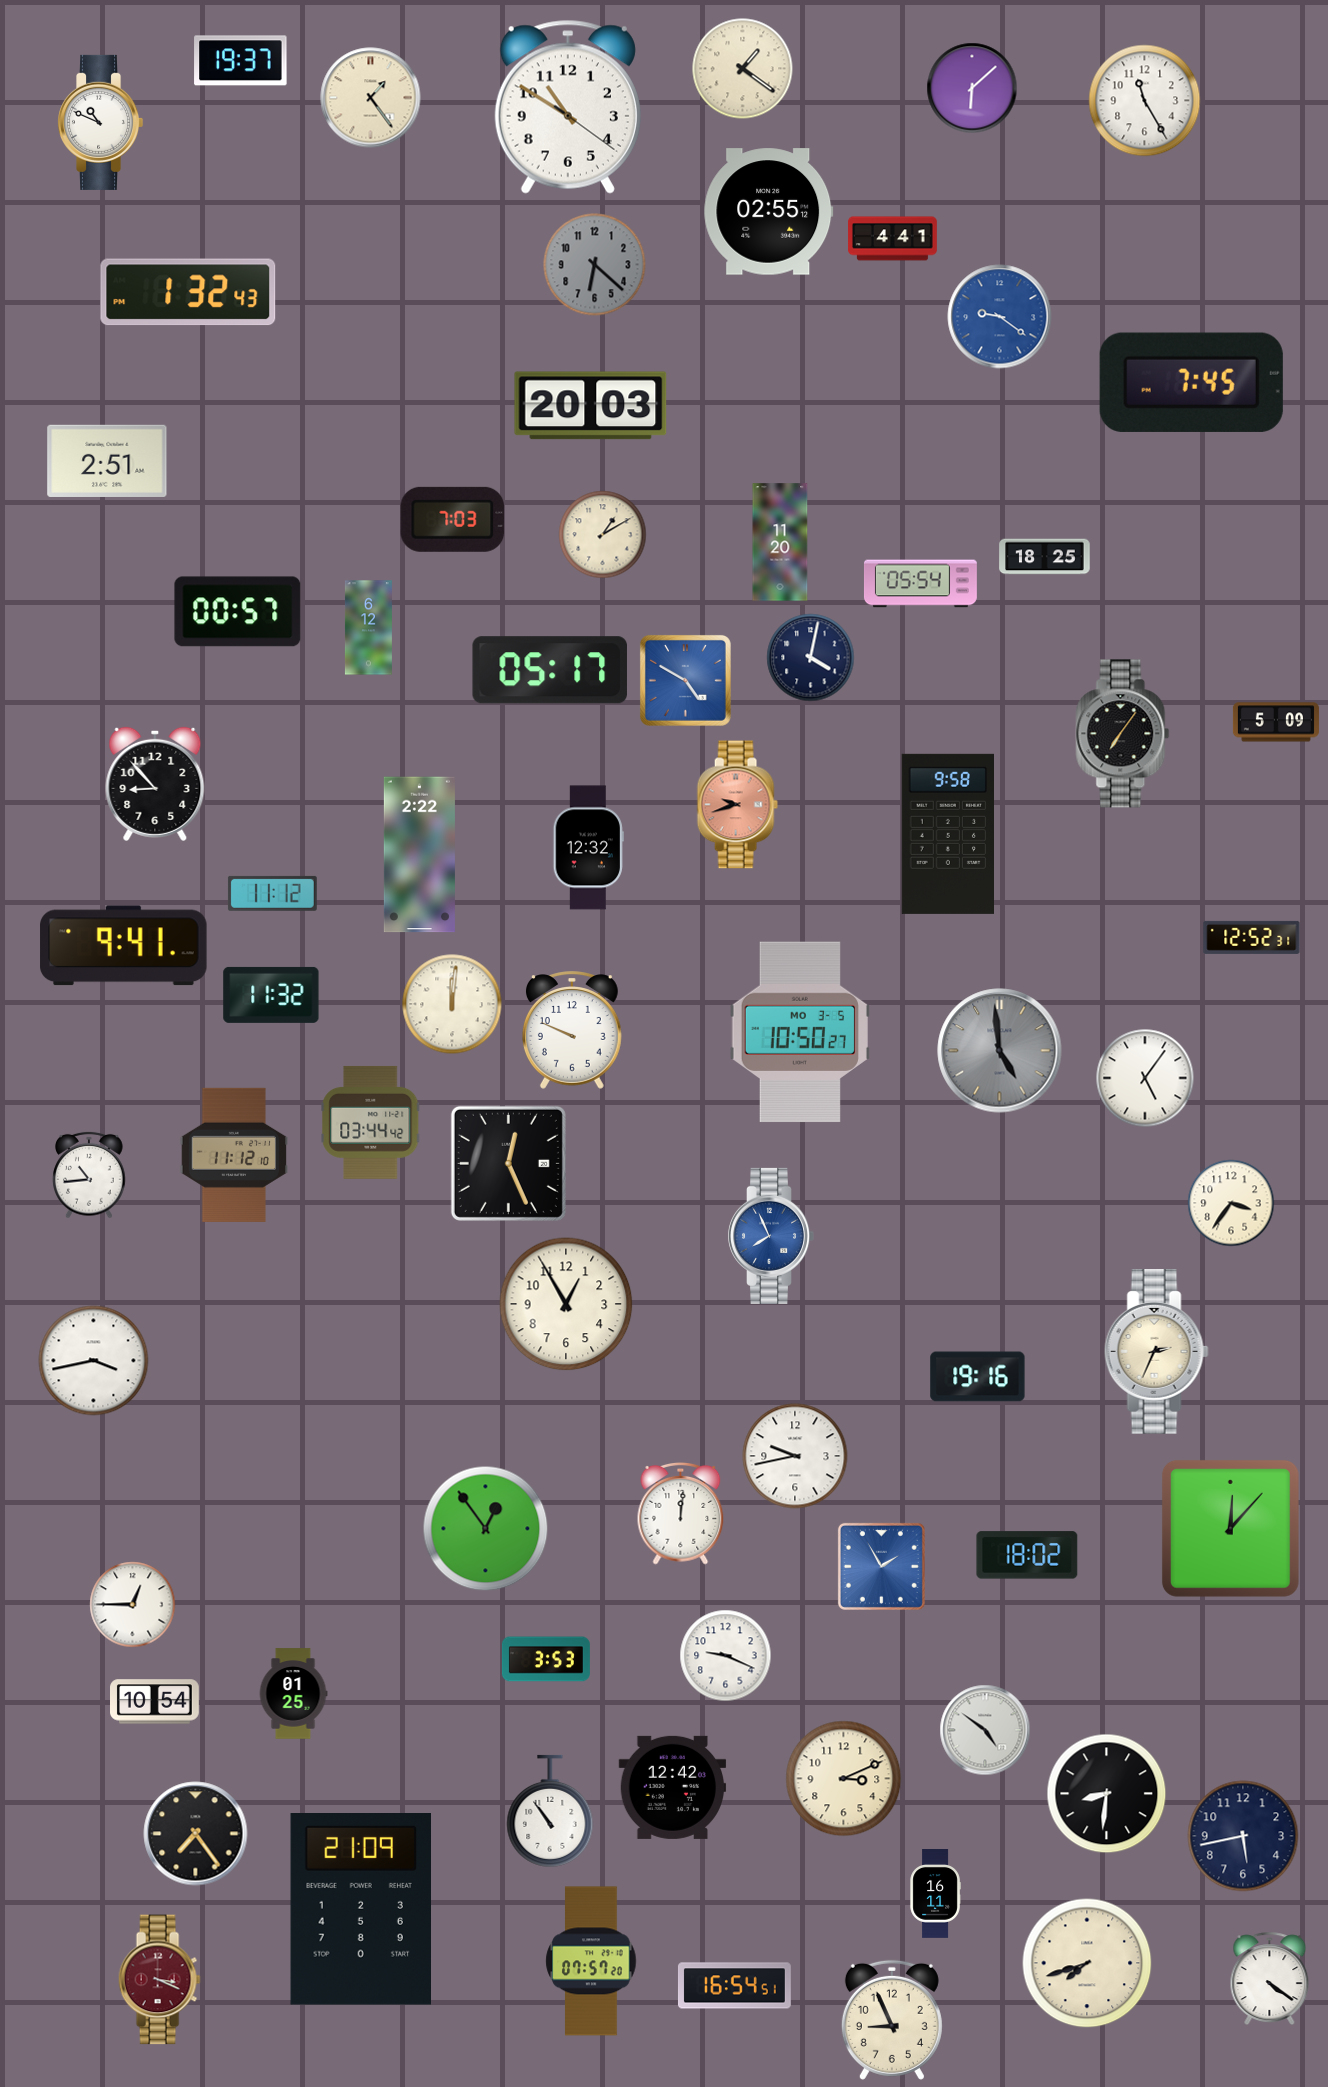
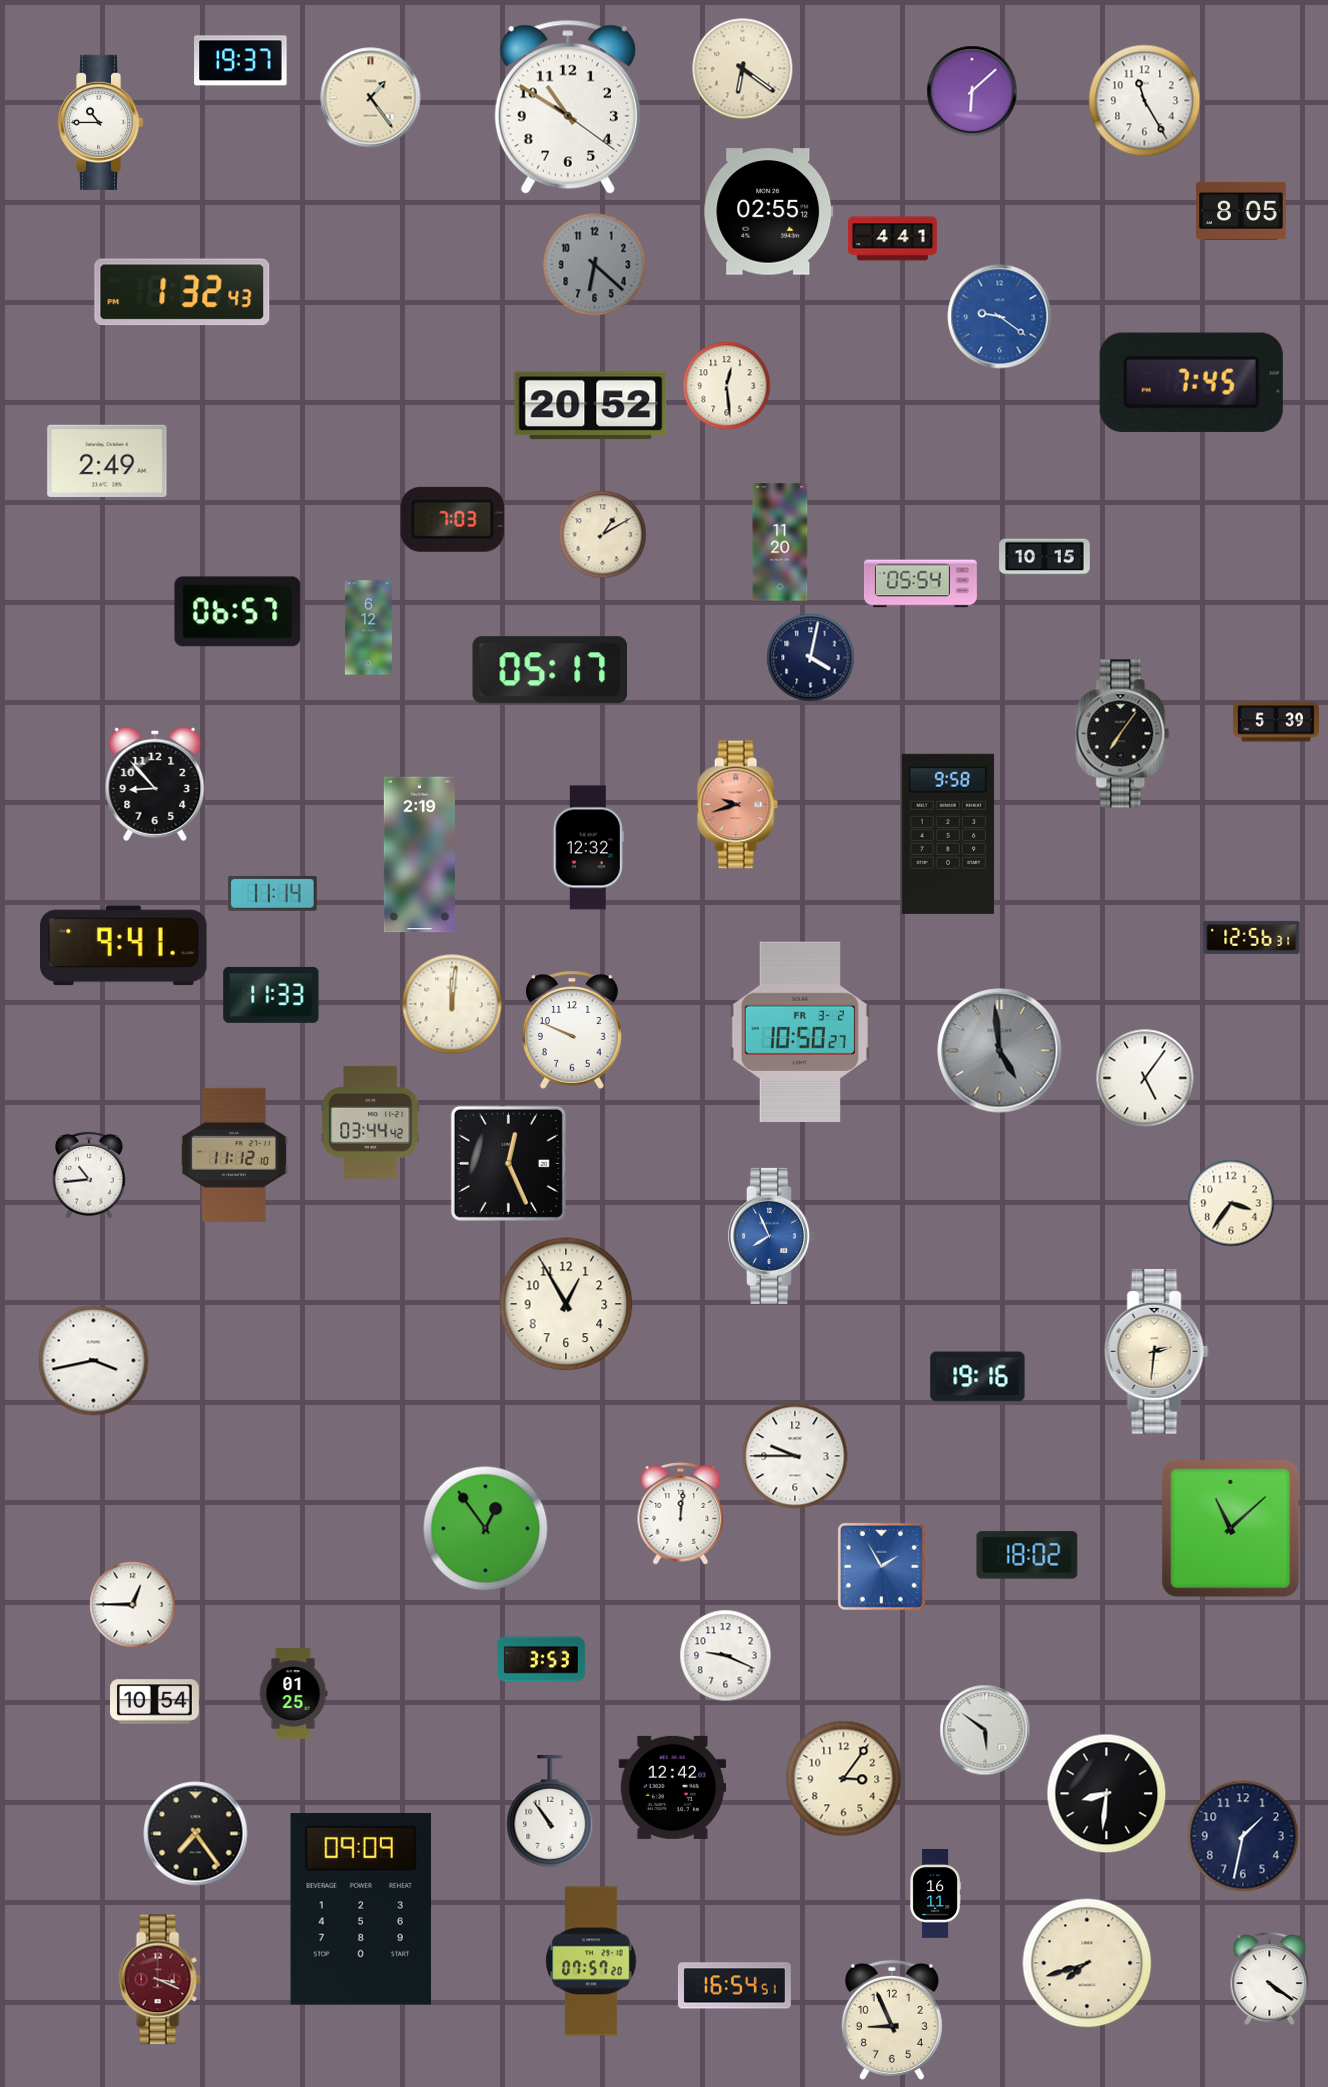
clock at (743, 69): 1:21 -> 6:21
clock at (972, 88) position: (972, 88) -> (972, 91)
clock at (101, 122): 10:49 -> 10:45
clock at (1241, 211): none -> 8:05
clock at (188, 292) position: (188, 292) -> (182, 292)
clock at (727, 386): none -> 12:29
clock at (591, 406): 20:03 -> 20:52
clock at (107, 461): 2:51 -> 2:49
clock at (1045, 557): 18:25 -> 10:15
clock at (238, 612): 00:57 -> 06:57
clock at (685, 680): 4:50 -> none
clock at (1276, 722): 5:09 -> 5:39
clock at (419, 855): 2:22 -> 2:19
clock at (272, 893): 11:12 -> 11:14
clock at (1252, 937): 12:52 -> 12:56
clock at (271, 995): 11:32 -> 11:33
clock at (800, 1032) date: MO 3-5 -> FR 3-2
clock at (1156, 1352): 2:34 -> 2:31
clock at (795, 1456): 9:43 -> 9:45
clock at (1230, 1528): 12:07 -> 11:08
clock at (546, 1659) position: (546, 1659) -> (541, 1659)
clock at (985, 1730): 4:51 -> 5:51
clock at (844, 1779): 3:11 -> 3:06
clock at (1243, 1836): 5:43 -> 1:32
clock at (360, 1910): 21:09 -> 09:09
